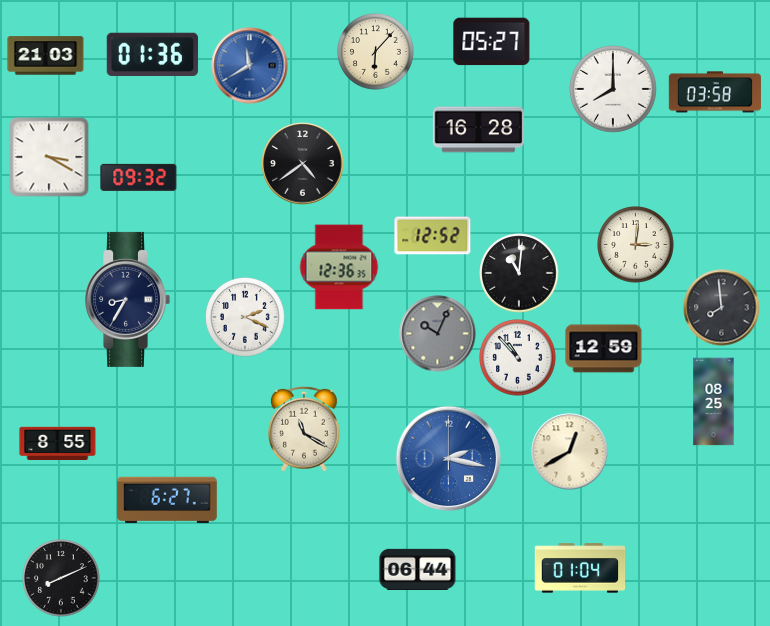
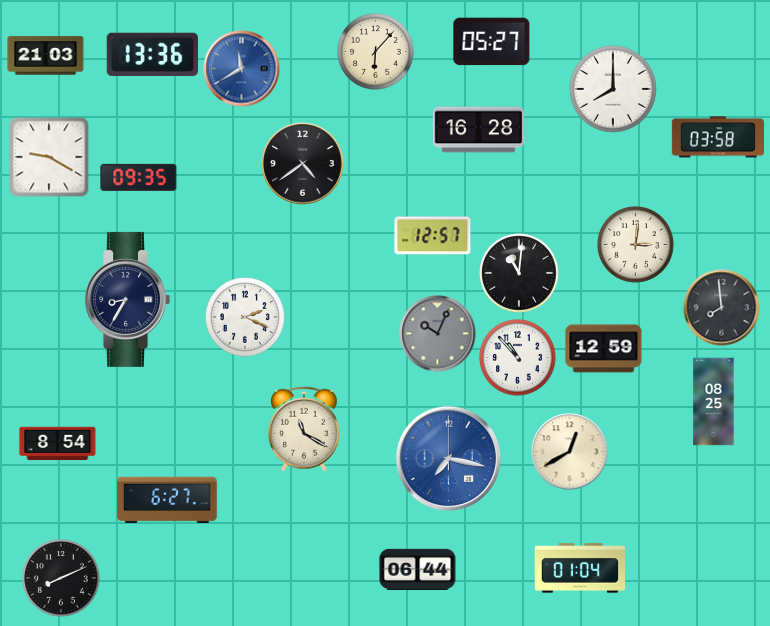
clock at (152, 54): 01:36 -> 13:36
clock at (250, 66) position: (250, 66) -> (242, 69)
clock at (715, 92) position: (715, 92) -> (718, 137)
clock at (49, 157): 3:20 -> 9:20
clock at (139, 177): 09:32 -> 09:35
clock at (433, 236): 12:52 -> 12:57
clock at (339, 267): 12:36 -> none
clock at (58, 444): 8:55 -> 8:54
clock at (449, 459): 2:17 -> 7:17
